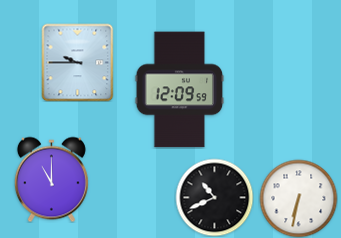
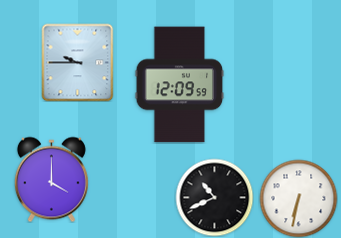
clock at (180, 90) position: (180, 90) -> (180, 85)
clock at (51, 179): 11:00 -> 4:00
